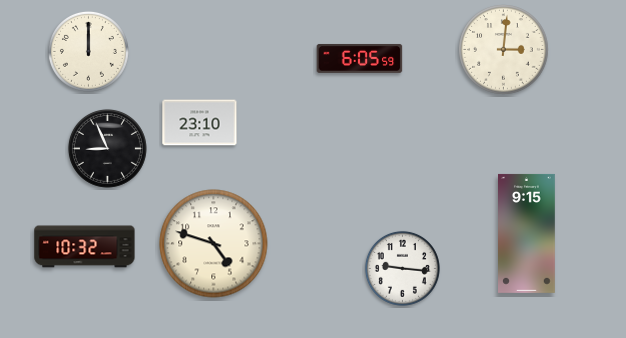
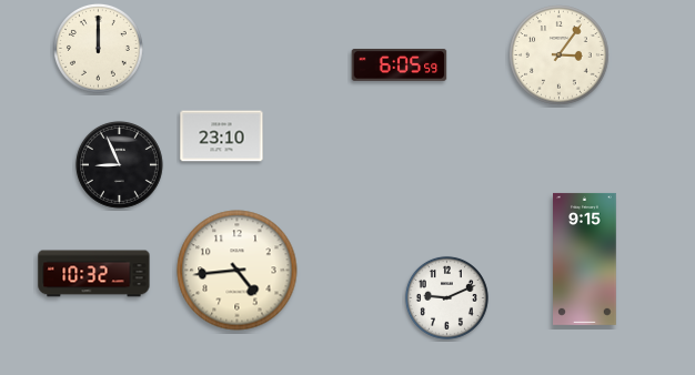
clock at (504, 50): 3:01 -> 3:06
clock at (88, 51) position: (88, 51) -> (98, 48)
clock at (214, 244): 4:48 -> 4:44
clock at (402, 268): 9:16 -> 9:11
